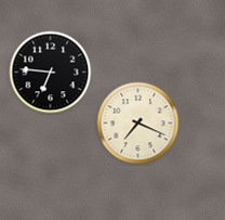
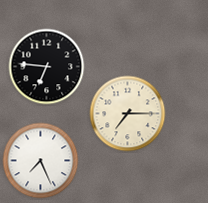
clock at (138, 124): 7:19 -> 7:15
clock at (41, 161): none -> 7:26
